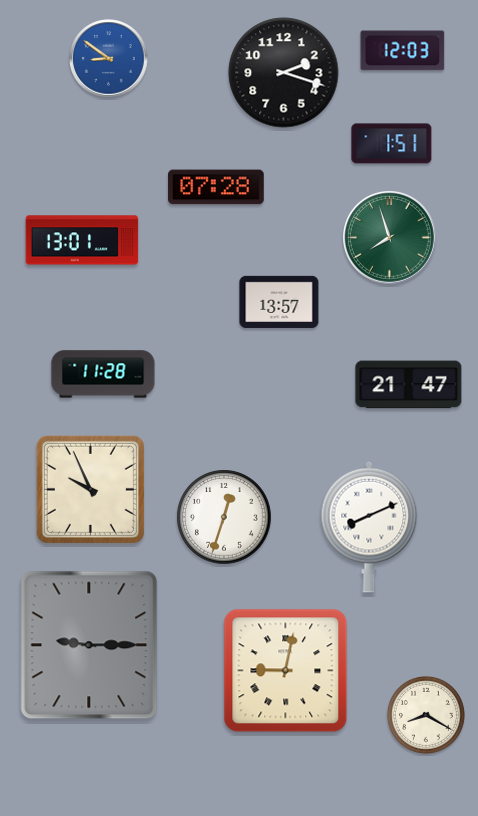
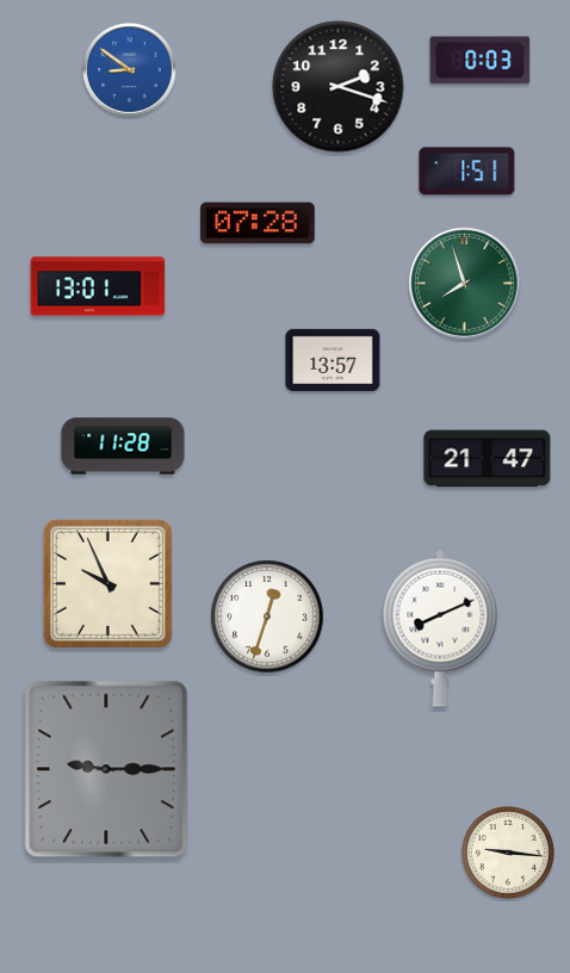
clock at (403, 51): 12:03 -> 0:03
clock at (286, 671): 9:02 -> none
clock at (426, 715): 8:20 -> 9:16
